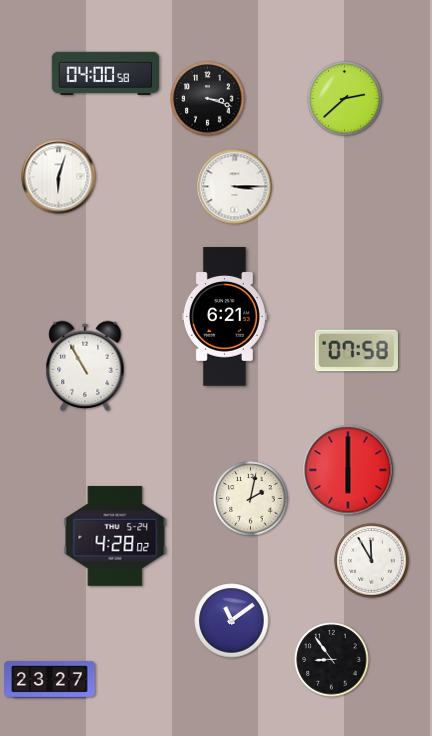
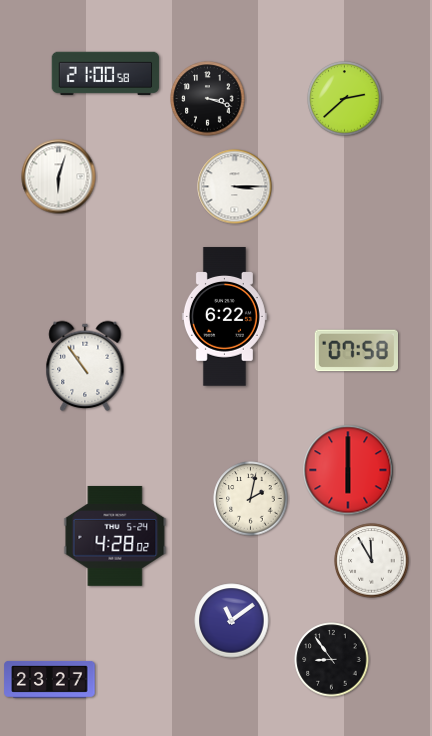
clock at (106, 74): 04:00 -> 21:00
clock at (224, 317): 6:21 -> 6:22
clock at (85, 366): 10:55 -> 10:54
